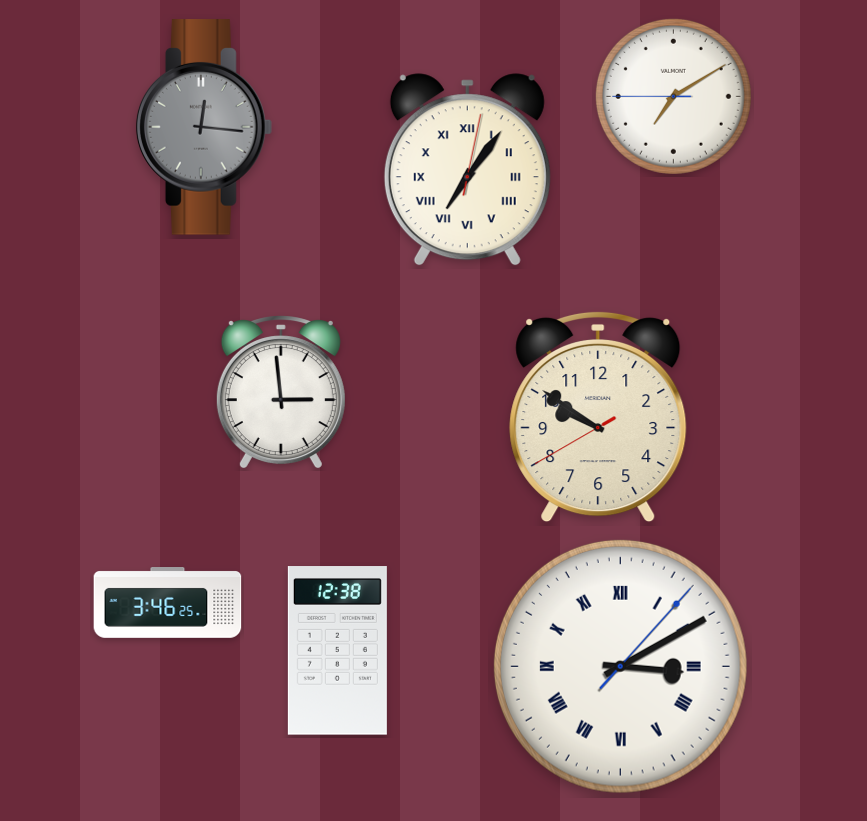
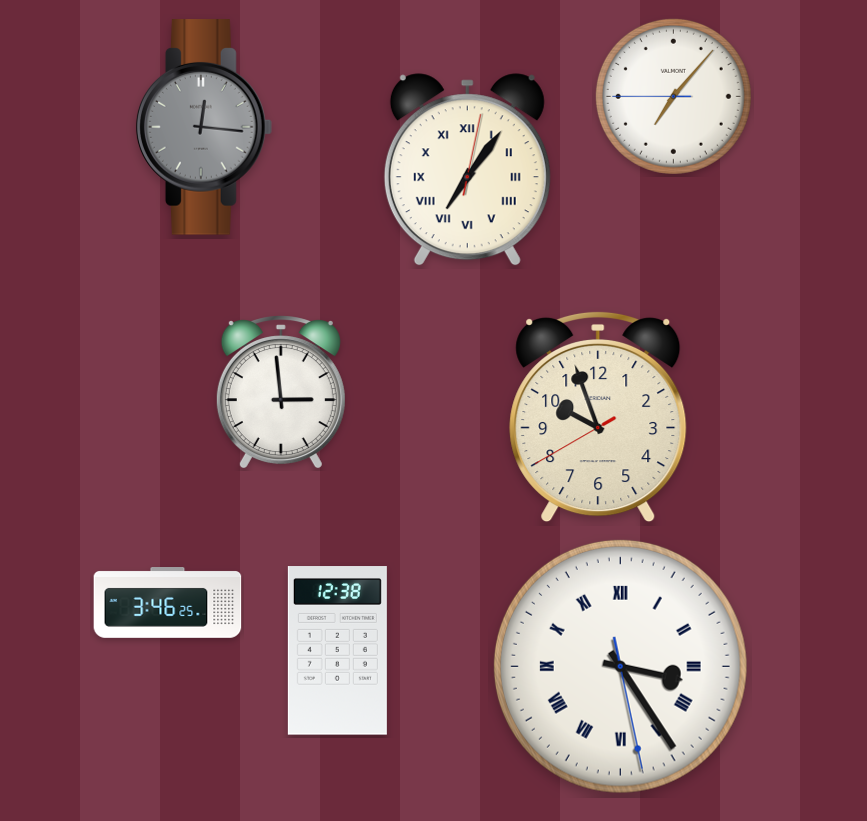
clock at (673, 96): 7:09 -> 7:06
clock at (598, 417): 9:50 -> 9:56
clock at (620, 666): 3:10 -> 3:24
